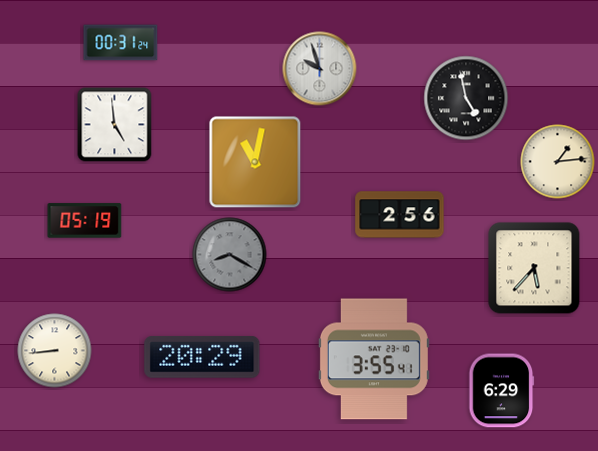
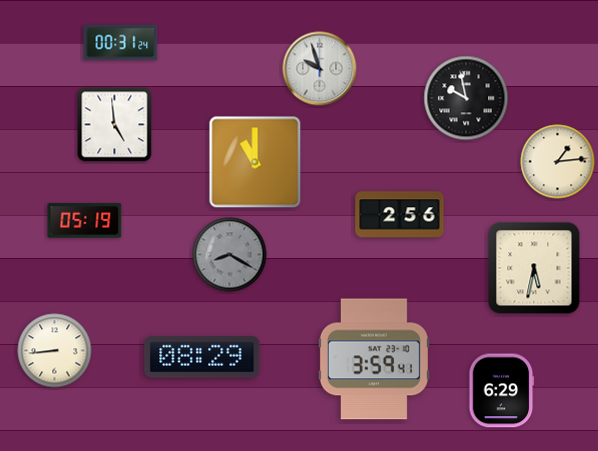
clock at (466, 98): 4:58 -> 9:58
clock at (255, 162): 11:02 -> 11:00
clock at (534, 268): 5:37 -> 5:32
clock at (202, 357): 20:29 -> 08:29
clock at (374, 359): 3:55 -> 3:59
